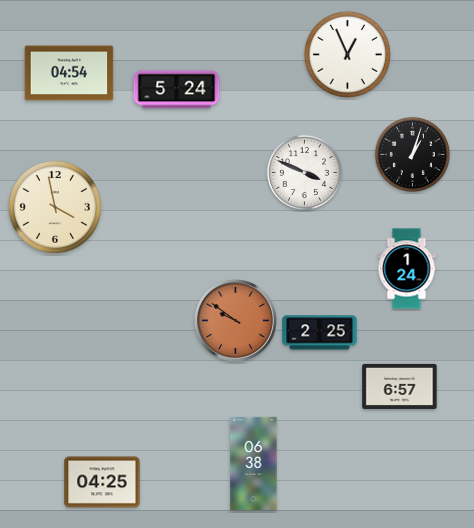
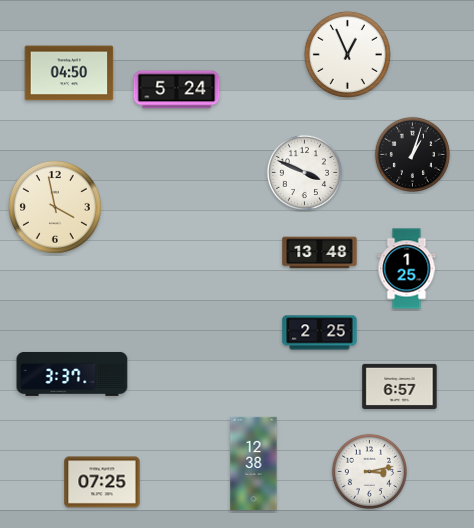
clock at (69, 73): 04:54 -> 04:50
clock at (320, 253): none -> 13:48
clock at (407, 269): 1:24 -> 1:25
clock at (235, 320): 9:51 -> none
clock at (72, 374): none -> 3:37
clock at (254, 463): 06:38 -> 12:38
clock at (369, 471): none -> 3:13
clock at (102, 482): 04:25 -> 07:25
